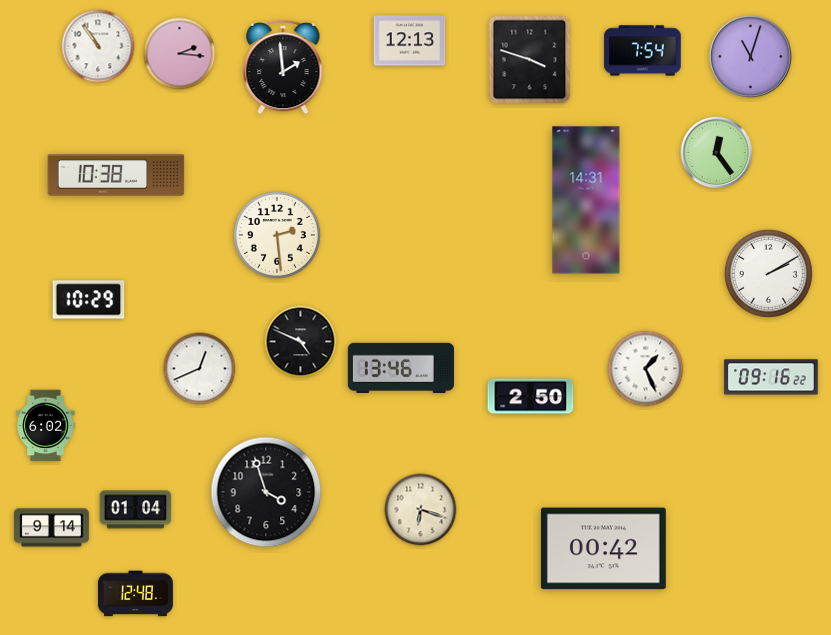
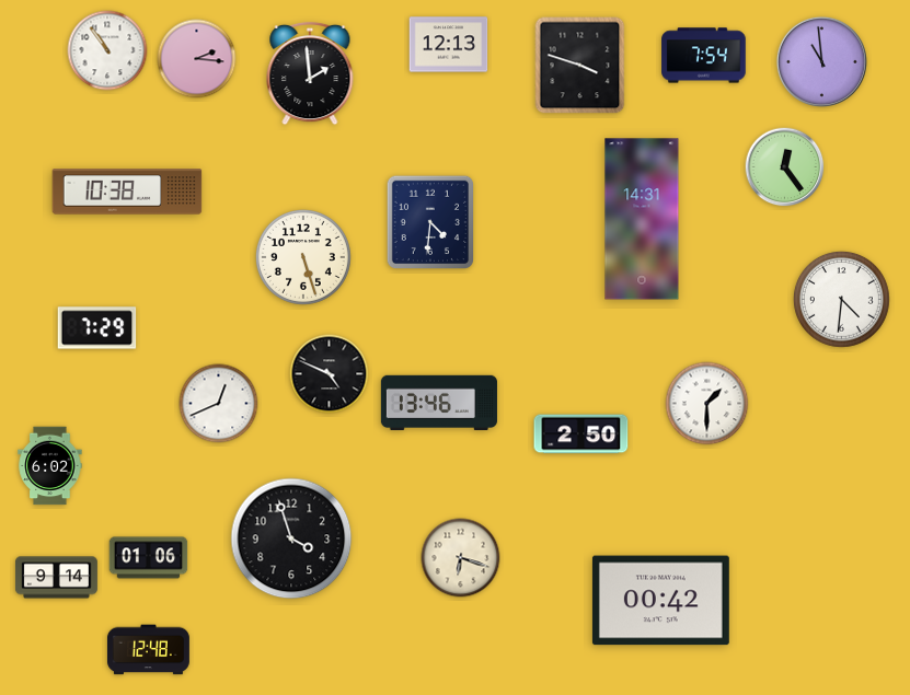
clock at (750, 56): 11:03 -> 10:59
clock at (429, 222): none -> 4:31
clock at (277, 235): 2:29 -> 5:27
clock at (769, 274): 2:10 -> 4:31
clock at (89, 300): 10:29 -> 7:29
clock at (646, 369): 1:26 -> 1:30
clock at (771, 377): 09:16 -> none
clock at (136, 510): 01:04 -> 01:06
